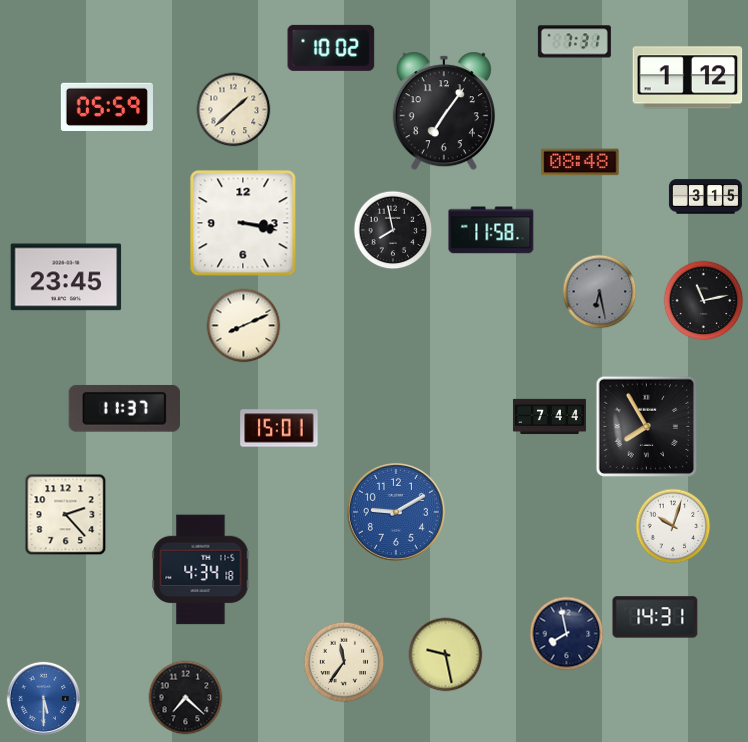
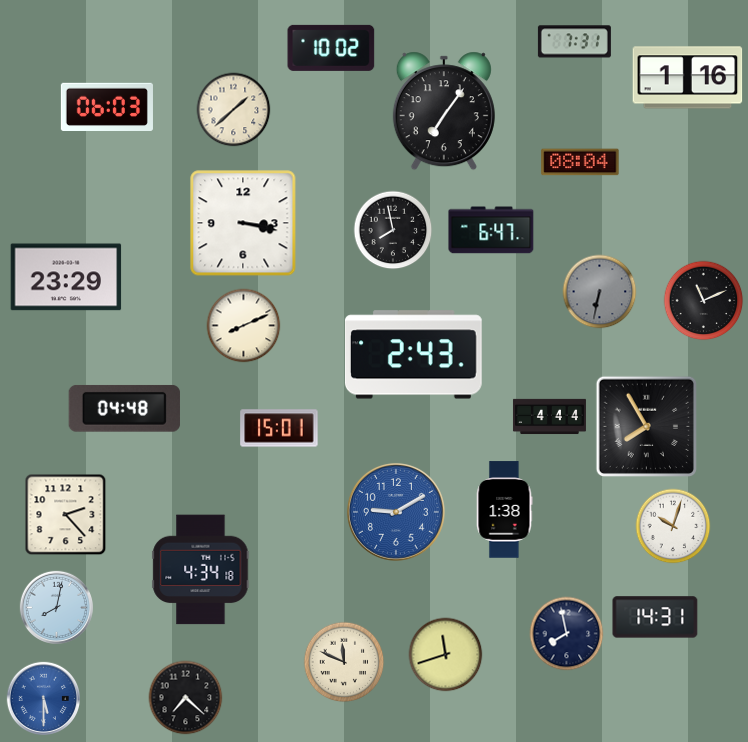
clock at (688, 78): 1:12 -> 1:16
clock at (107, 106): 05:59 -> 06:03
clock at (580, 162): 08:48 -> 08:04
clock at (705, 197): 3:15 -> none
clock at (491, 230): 11:58 -> 6:47
clock at (66, 277): 23:45 -> 23:29
clock at (600, 292): 6:28 -> 6:32
clock at (704, 301): 11:13 -> 11:11
clock at (413, 355): none -> 2:43
clock at (124, 409): 11:37 -> 04:48
clock at (549, 417): 7:44 -> 4:44
clock at (504, 510): none -> 1:38
clock at (56, 607): none -> 8:02
clock at (446, 655): 9:28 -> 11:42
clock at (344, 662): 11:36 -> 11:49
